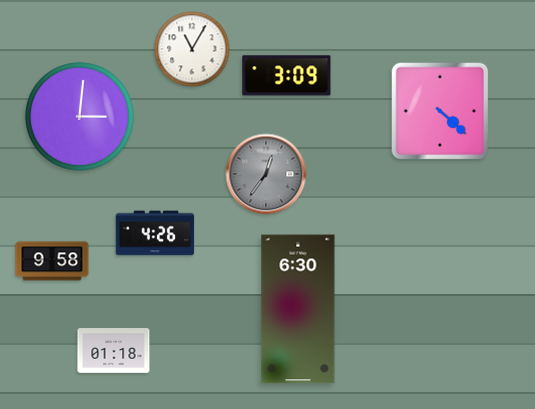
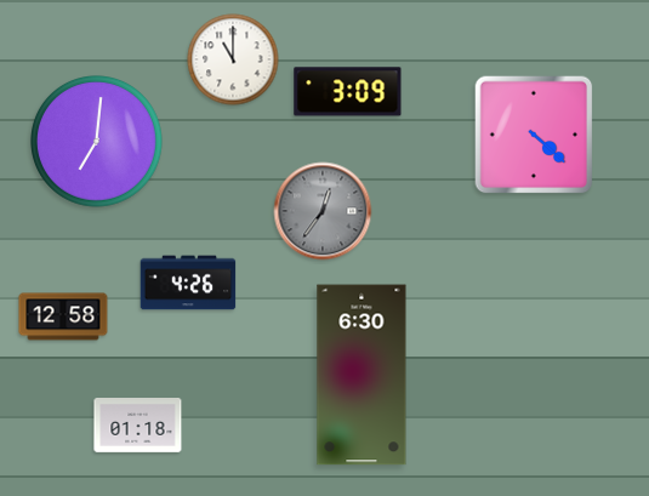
clock at (192, 49): 11:05 -> 11:00
clock at (80, 117): 3:01 -> 7:01
clock at (52, 261): 9:58 -> 12:58
